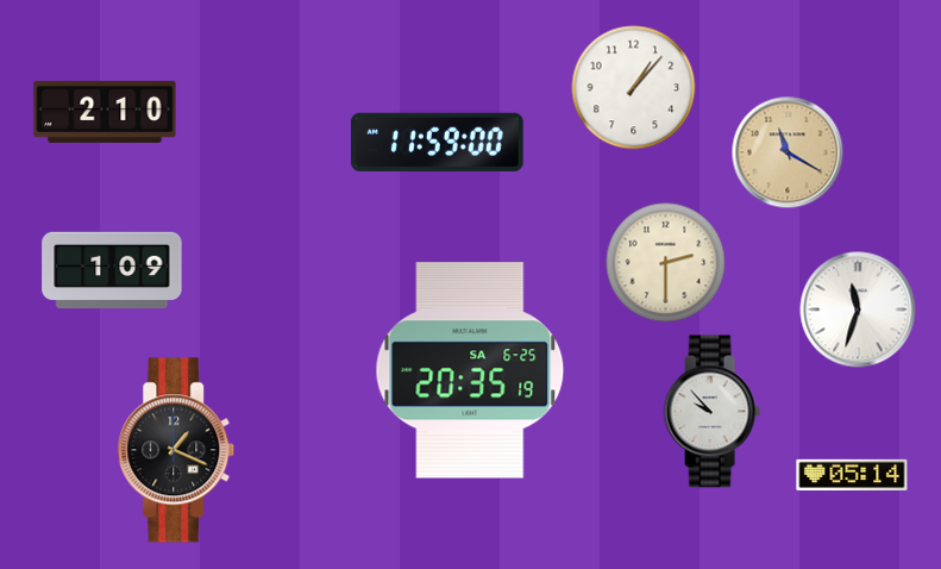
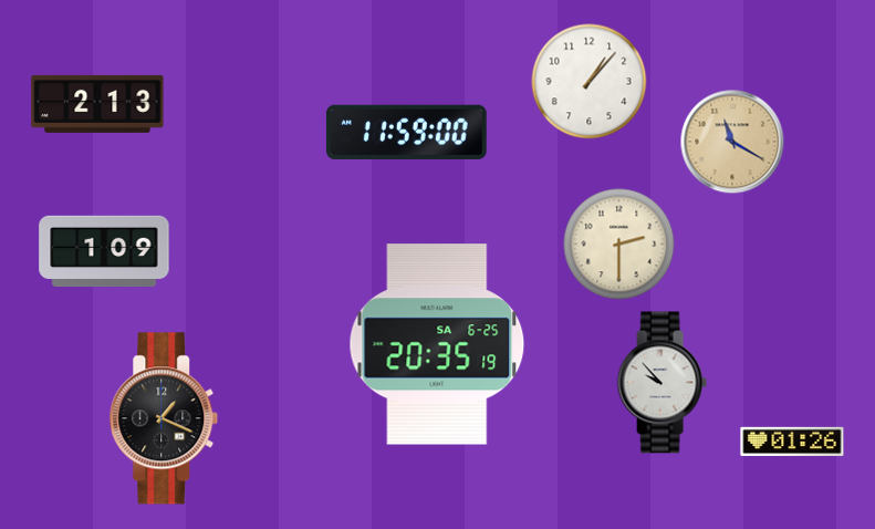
clock at (105, 112): 2:10 -> 2:13
clock at (858, 309): 11:33 -> none
clock at (852, 474): 05:14 -> 01:26
